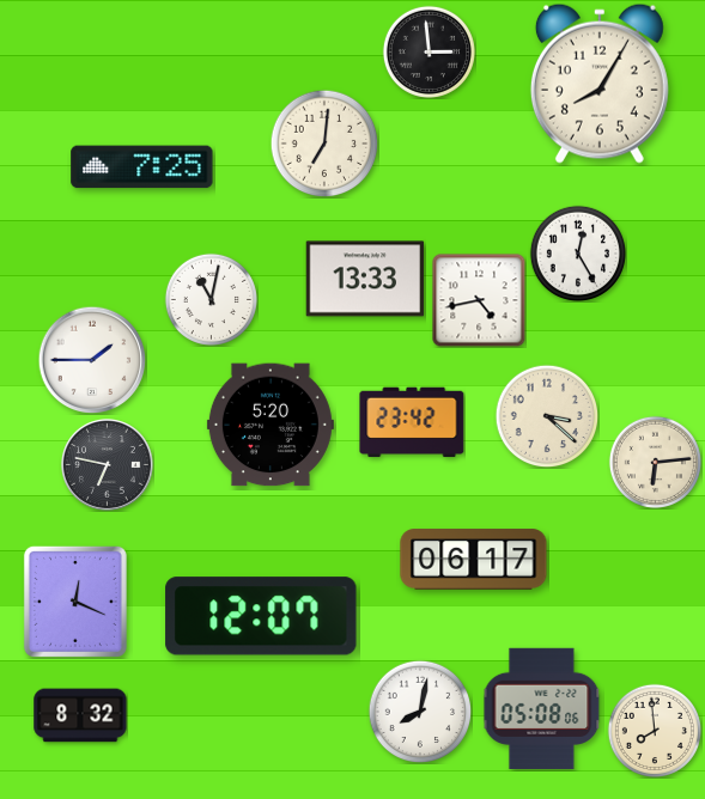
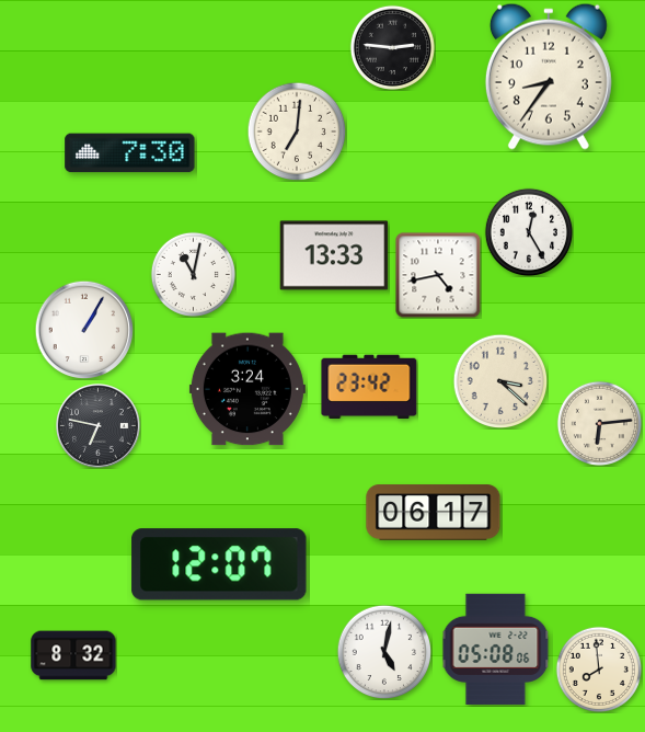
clock at (429, 51): 2:59 -> 2:46
clock at (600, 84): 8:05 -> 8:36
clock at (142, 167): 7:25 -> 7:30
clock at (92, 360): 1:45 -> 1:05
clock at (412, 422) position: (412, 422) -> (369, 387)
clock at (271, 425): 5:20 -> 3:24
clock at (75, 602): 12:19 -> none
clock at (261, 616) position: (261, 616) -> (219, 564)
clock at (420, 712): 8:02 -> 5:02
